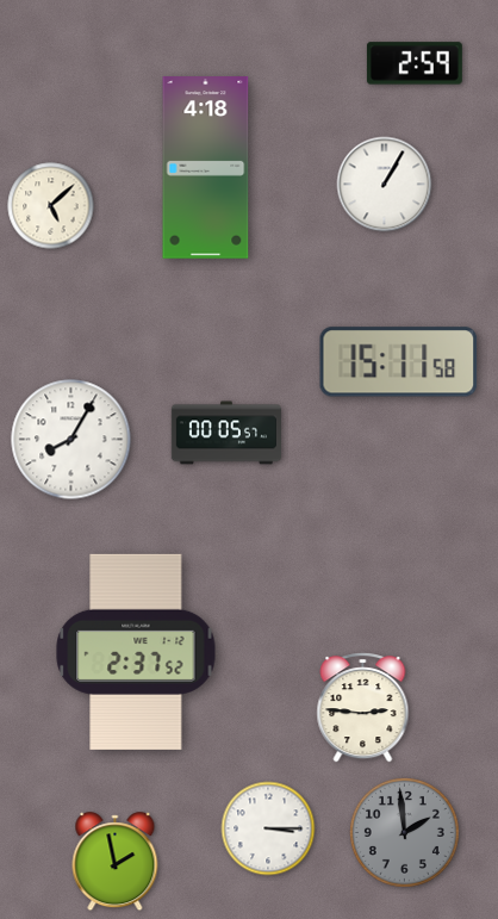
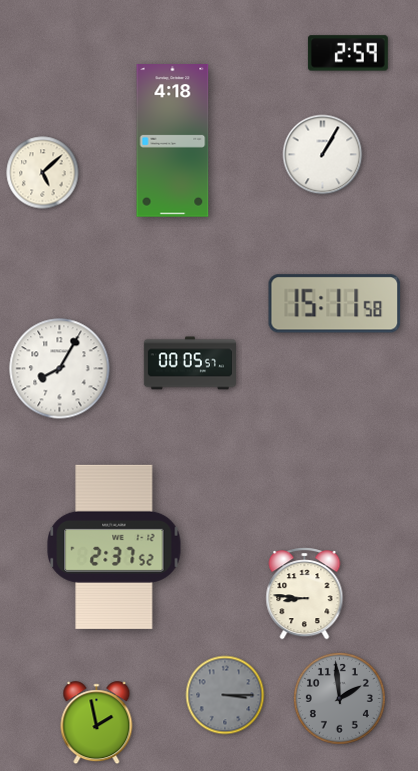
clock at (363, 708): 2:46 -> 8:46
clock at (268, 828) dial: white -> grey
